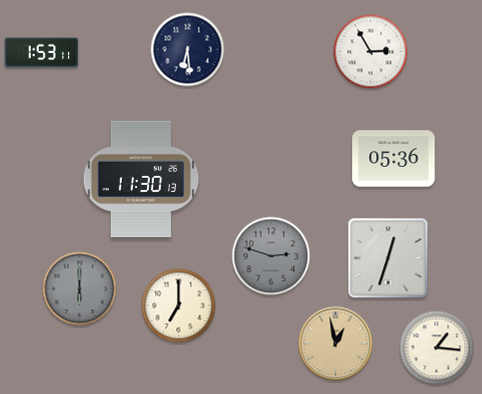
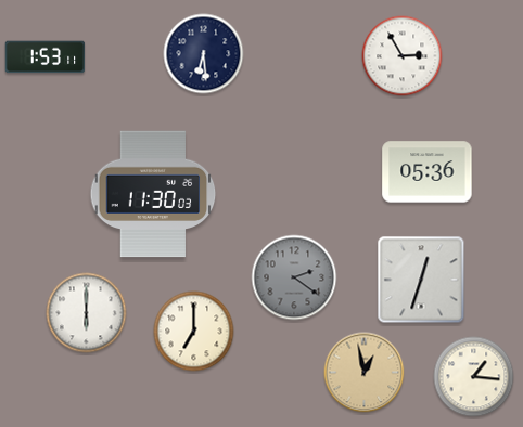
clock at (141, 179): 11:30:13 -> 11:30:03
clock at (271, 256): 2:48 -> 2:21
clock at (80, 289) dial: grey -> white
